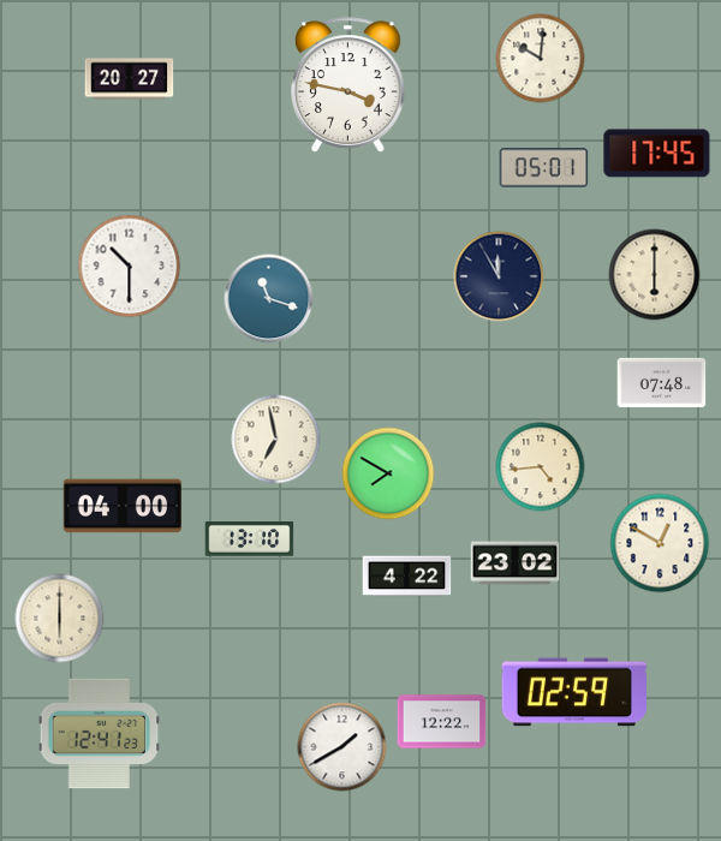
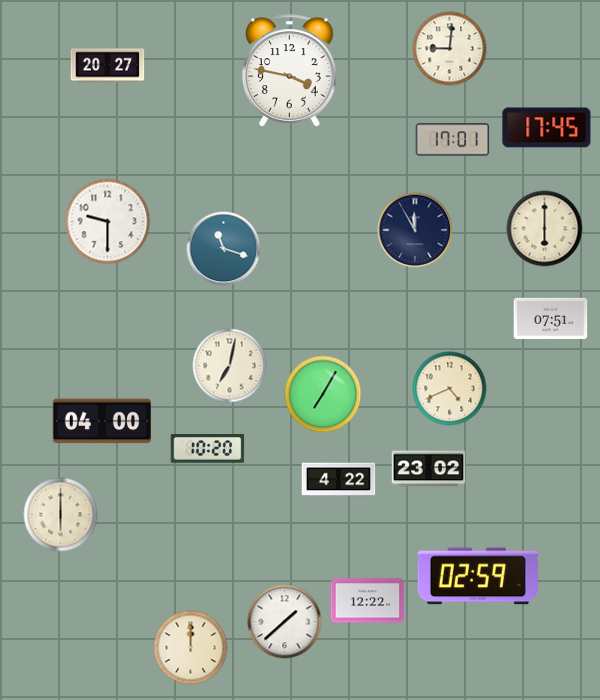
clock at (541, 59): 10:01 -> 9:01
clock at (544, 168): 05:01 -> 17:01
clock at (130, 267): 10:30 -> 9:30
clock at (662, 382): 07:48 -> 07:51
clock at (276, 440): 6:58 -> 7:02
clock at (541, 467): 4:44 -> 4:41
clock at (388, 473): 7:50 -> 7:05
clock at (250, 539): 13:10 -> 10:20
clock at (660, 543): 12:50 -> none
clock at (60, 619) position: (60, 619) -> (61, 515)
clock at (100, 734): 12:41 -> none
clock at (342, 747): 1:40 -> 1:38
clock at (191, 648): none -> 12:00
